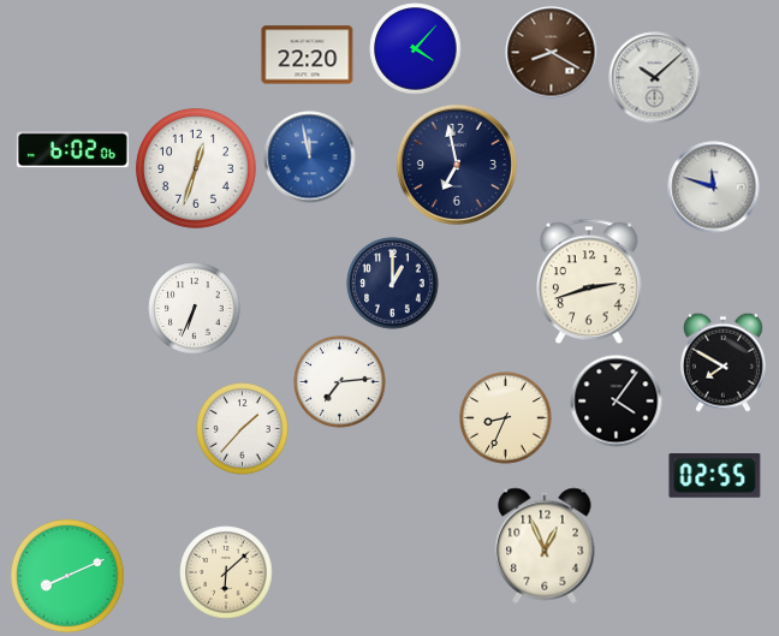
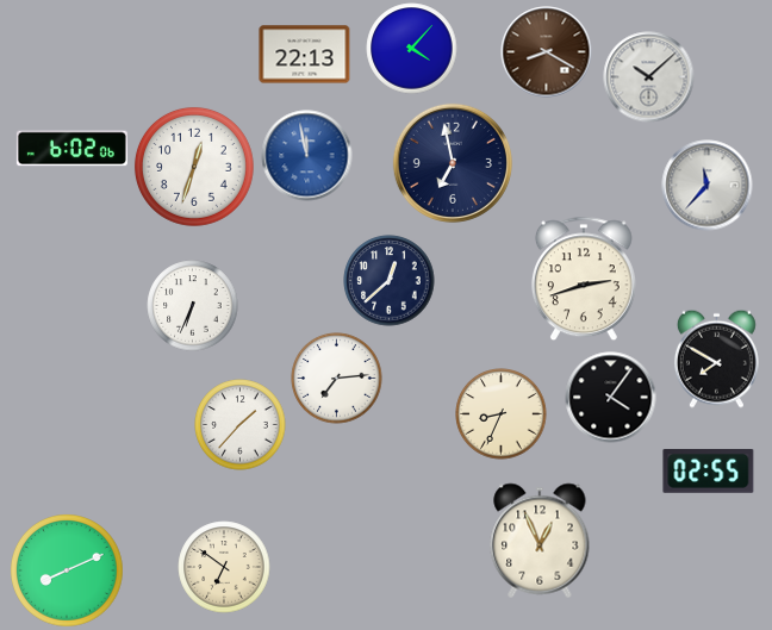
clock at (308, 55): 22:20 -> 22:13
clock at (714, 188): 11:48 -> 11:37
clock at (393, 284): 1:00 -> 12:38
clock at (226, 572): 6:08 -> 6:51
